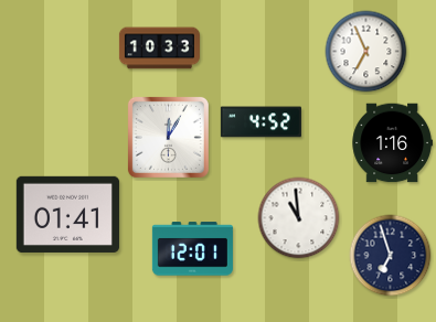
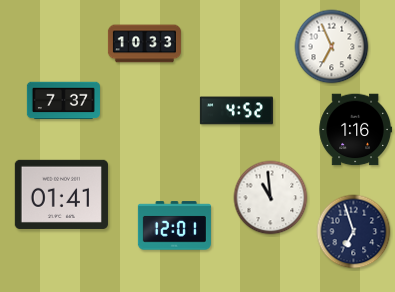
clock at (63, 101): none -> 7:37
clock at (168, 137): 12:05 -> none
